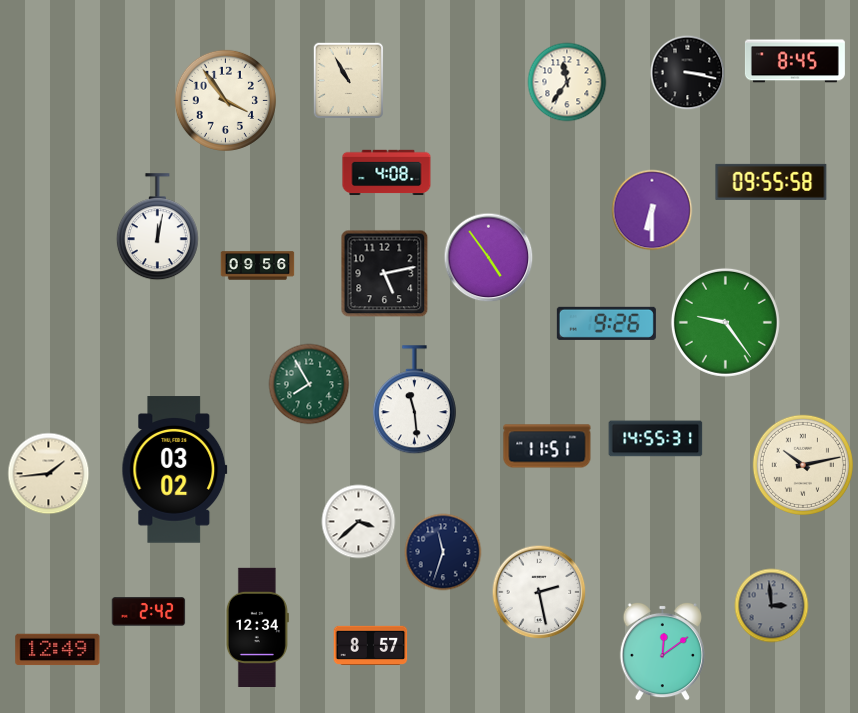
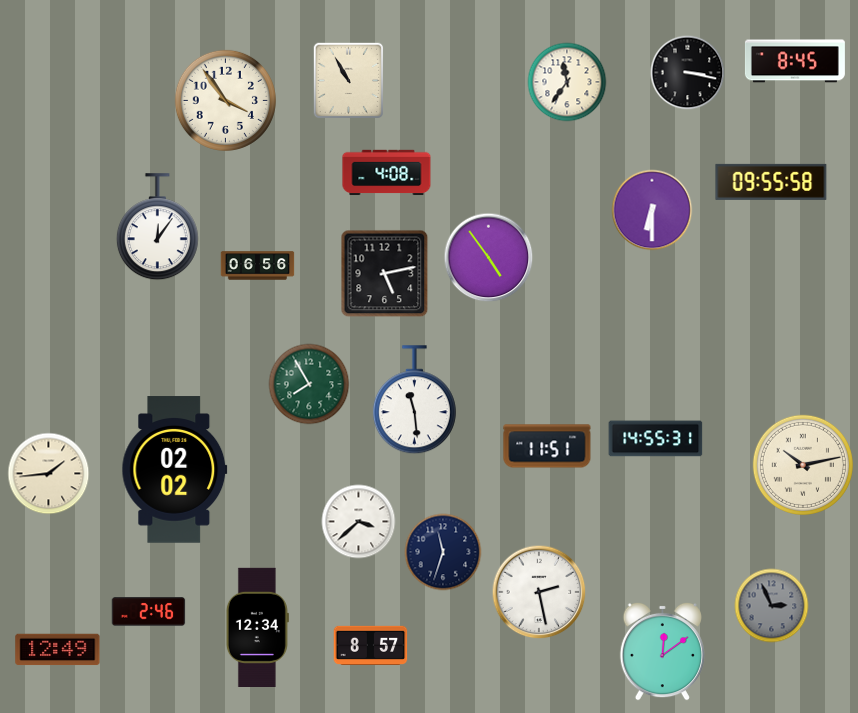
clock at (157, 227): 12:02 -> 12:06
clock at (258, 266): 09:56 -> 06:56
clock at (725, 322): 9:24 -> none
clock at (606, 323): 9:26 -> none
clock at (175, 470): 03:02 -> 02:02
clock at (772, 606): 2:59 -> 2:56
clock at (149, 612): 2:42 -> 2:46
